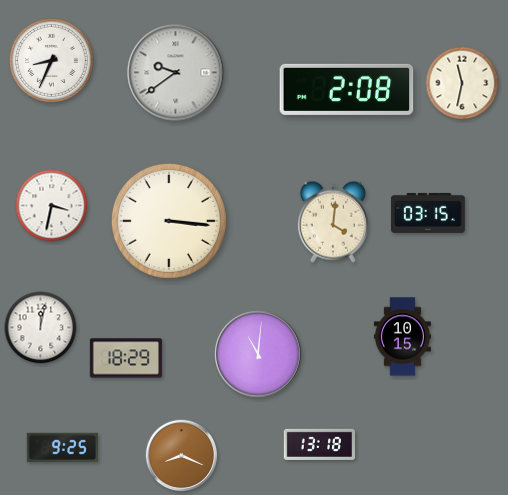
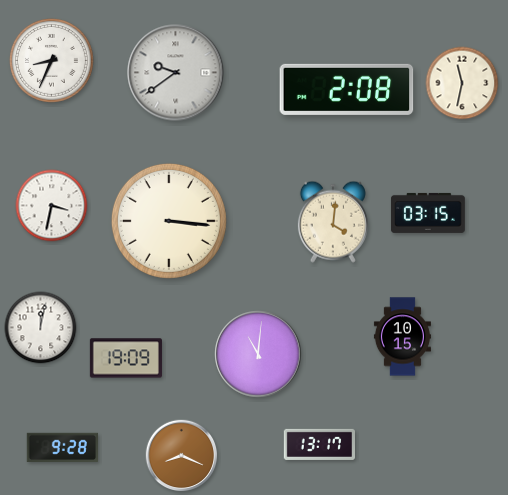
clock at (126, 358): 18:29 -> 19:09
clock at (319, 444): 13:18 -> 13:17
clock at (62, 448): 9:25 -> 9:28
